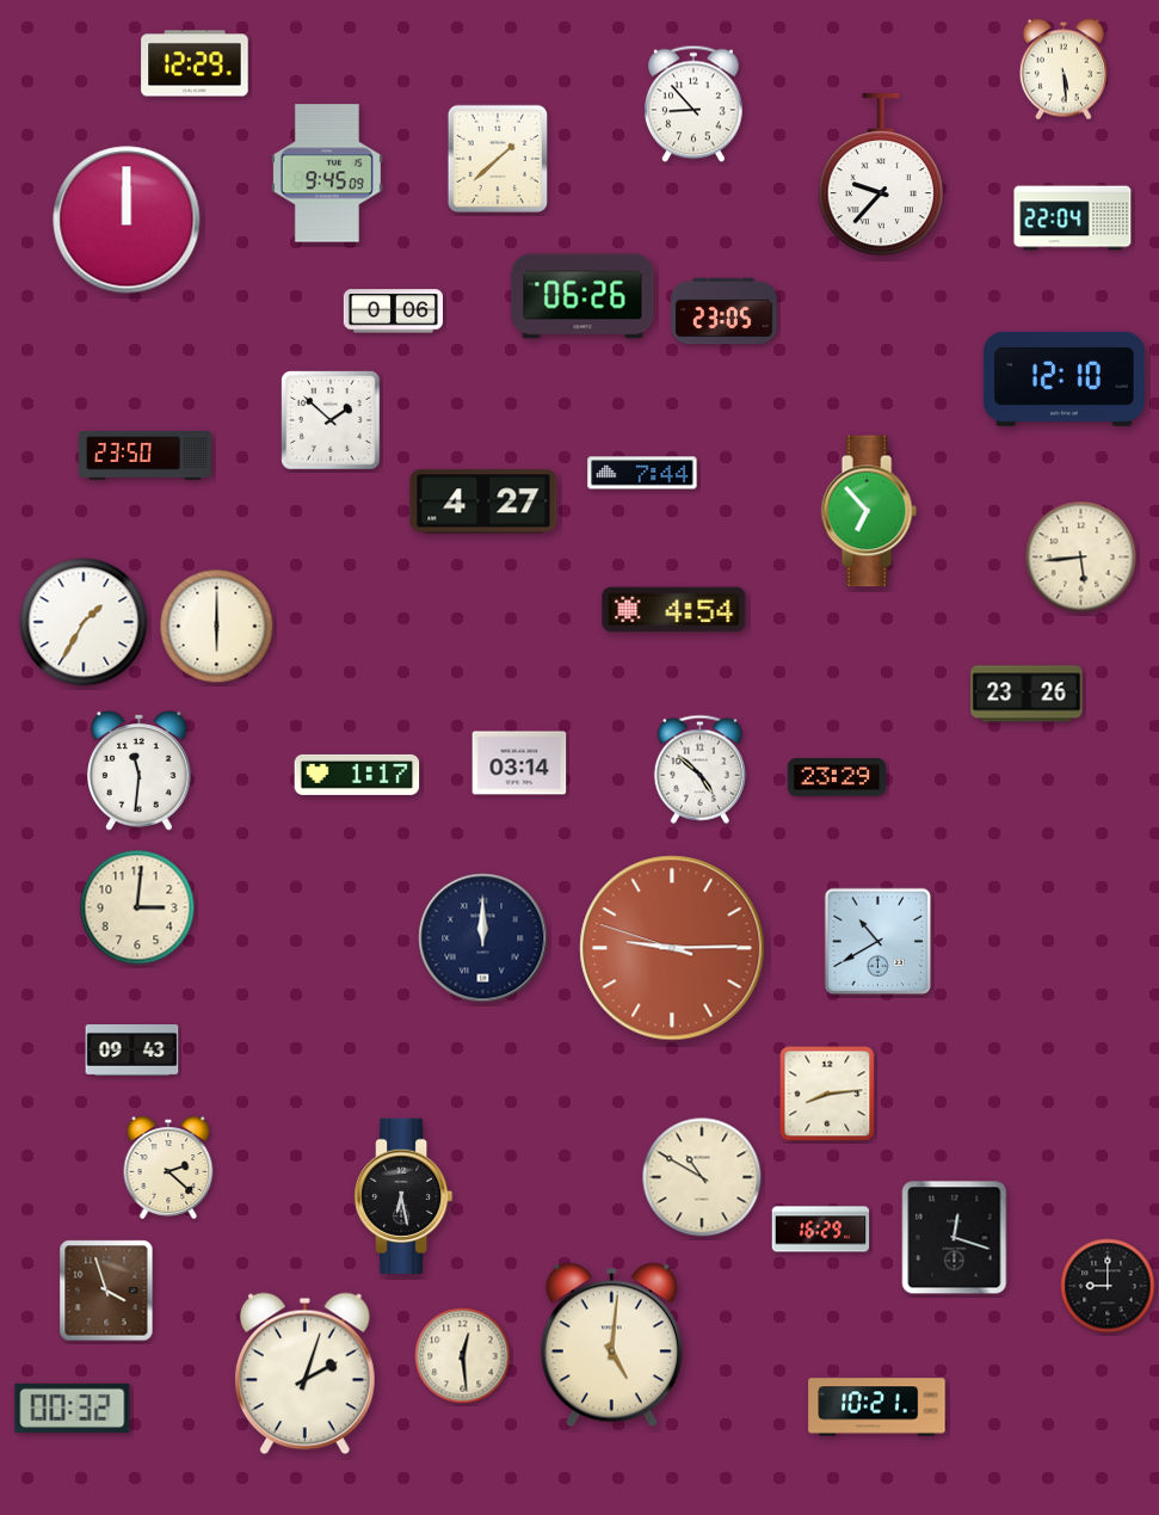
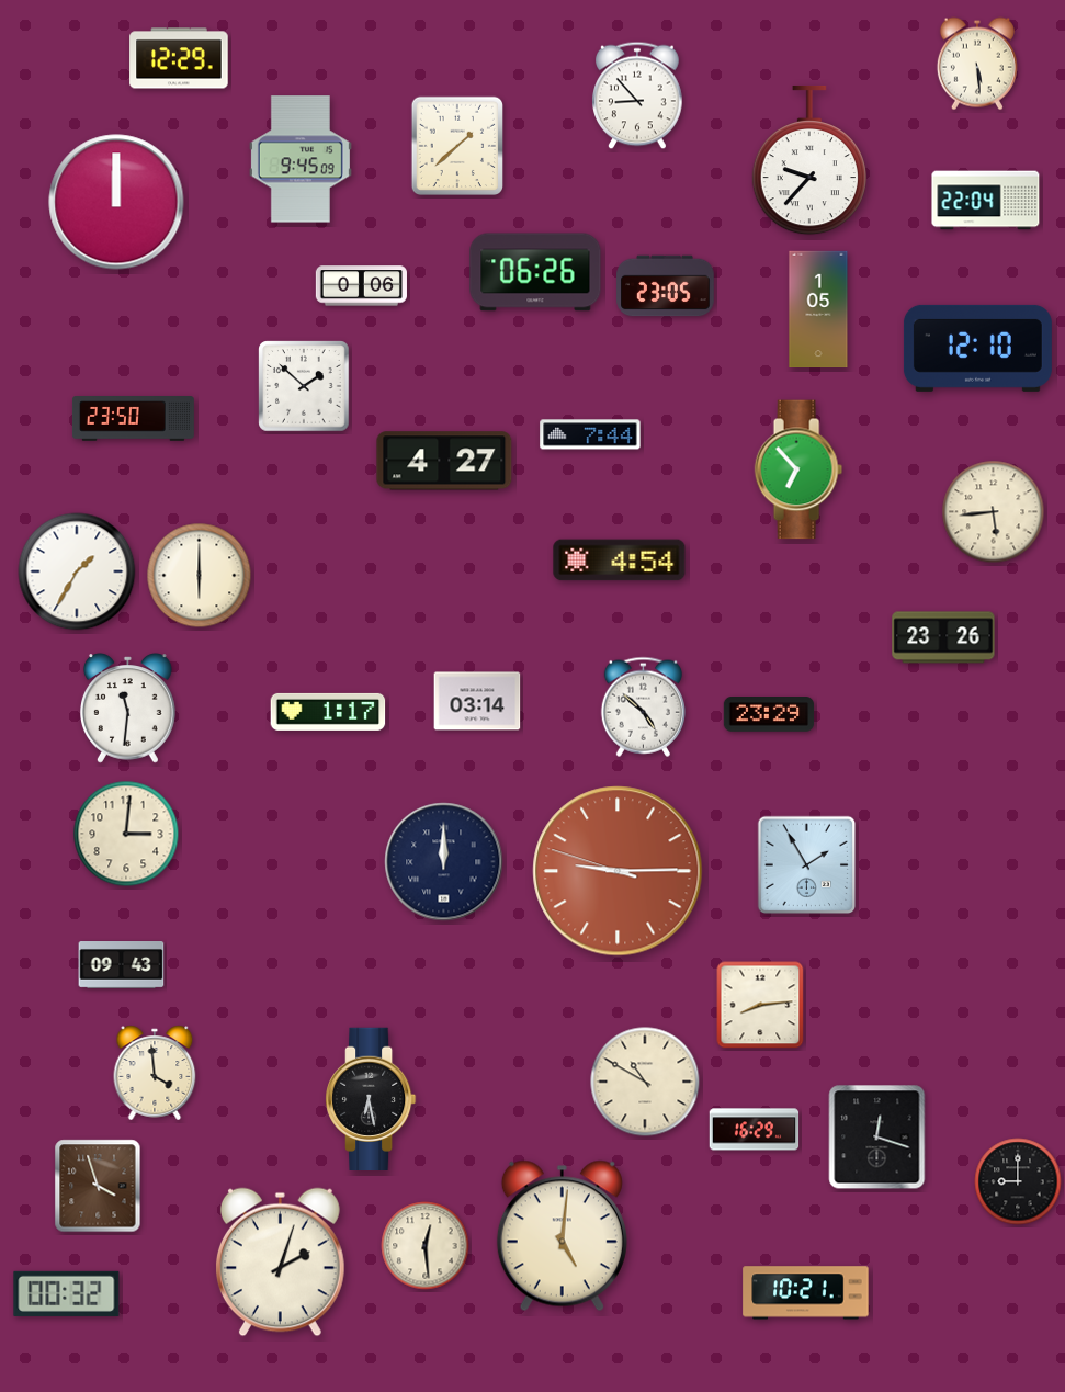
clock at (818, 309): none -> 1:05
clock at (879, 942): 10:40 -> 1:55
clock at (168, 1168): 2:22 -> 3:59
